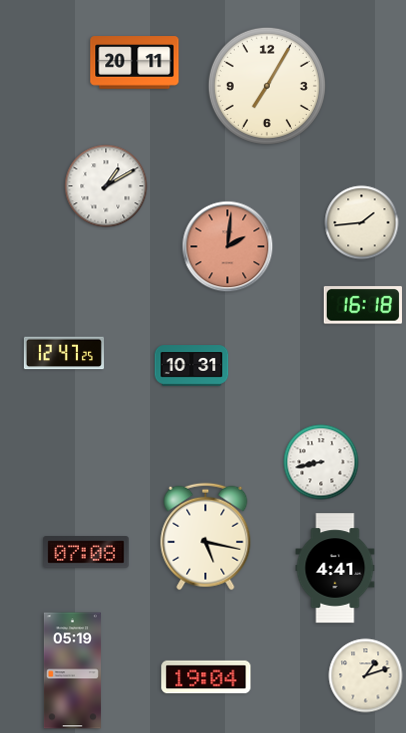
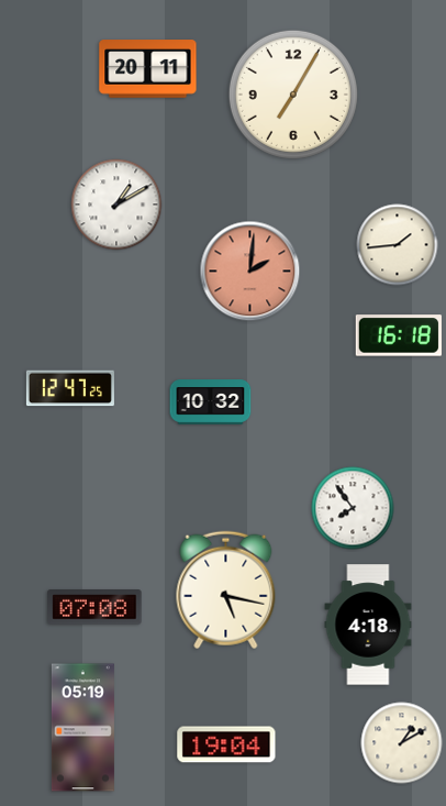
clock at (192, 366): 10:31 -> 10:32
clock at (321, 462): 8:43 -> 7:54
clock at (335, 568): 4:41 -> 4:18
clock at (72, 671) position: (72, 671) -> (82, 728)
clock at (366, 676): 1:12 -> 1:10
